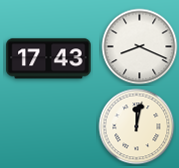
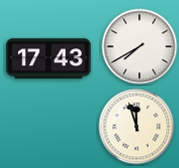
clock at (140, 47): 8:19 -> 7:40
clock at (137, 127): 12:02 -> 11:57
